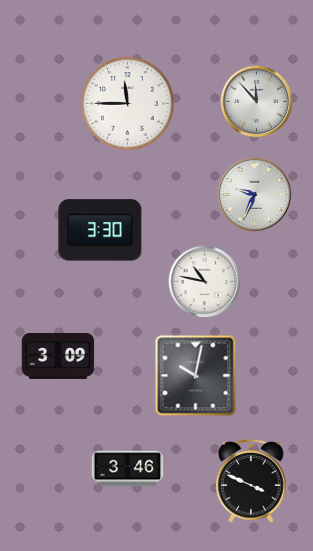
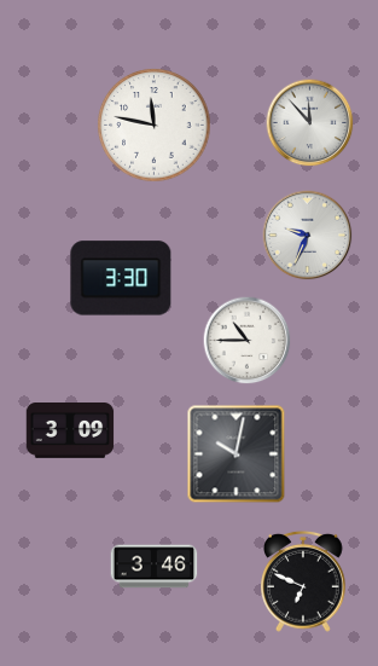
clock at (128, 104): 11:45 -> 11:47
clock at (205, 282): 10:47 -> 10:45
clock at (252, 481): 3:49 -> 6:49
